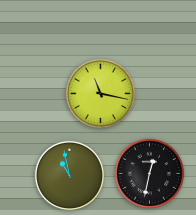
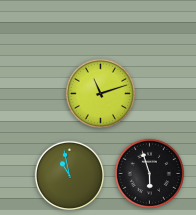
clock at (101, 94): 11:17 -> 11:12
clock at (150, 174): 12:32 -> 5:57
